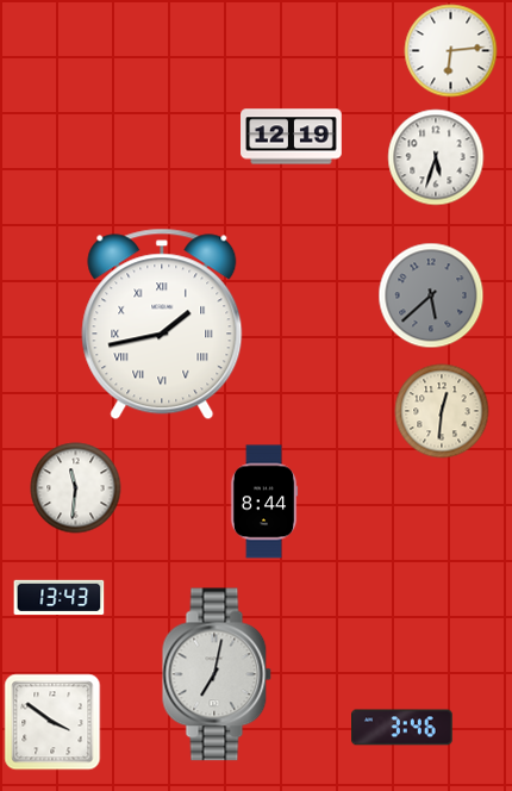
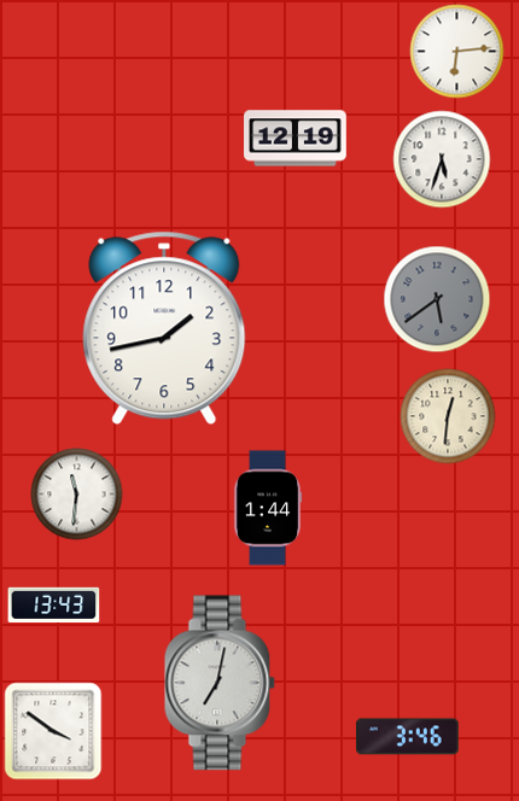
clock at (431, 295): 5:38 -> 5:39
clock at (162, 324) numerals: Roman -> Arabic
clock at (264, 502): 8:44 -> 1:44
clock at (60, 597) position: (60, 597) -> (54, 604)
